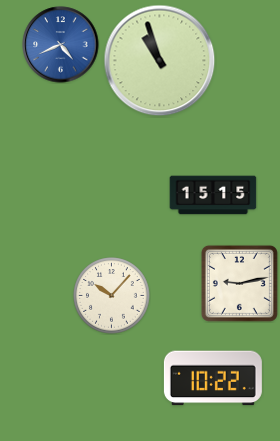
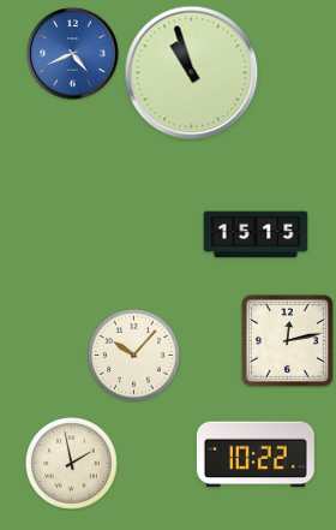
clock at (239, 283): 9:13 -> 12:13
clock at (72, 464): none -> 1:58
